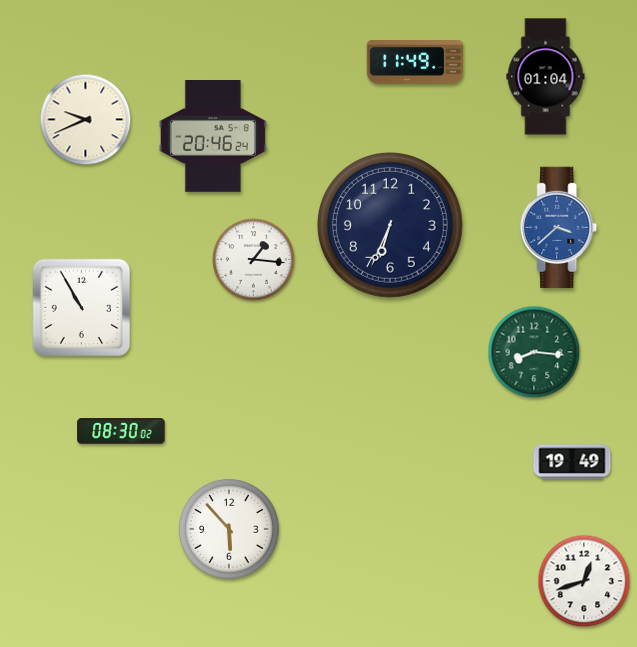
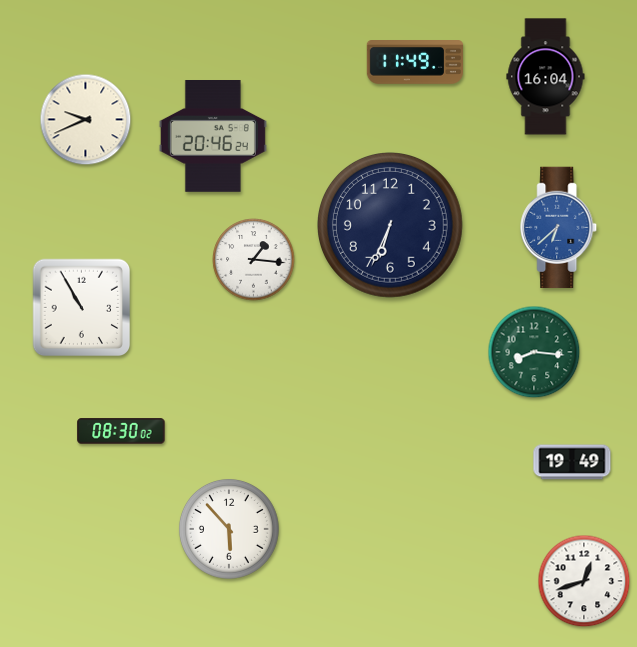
clock at (546, 77): 01:04 -> 16:04
clock at (559, 228): 3:38 -> 6:38
